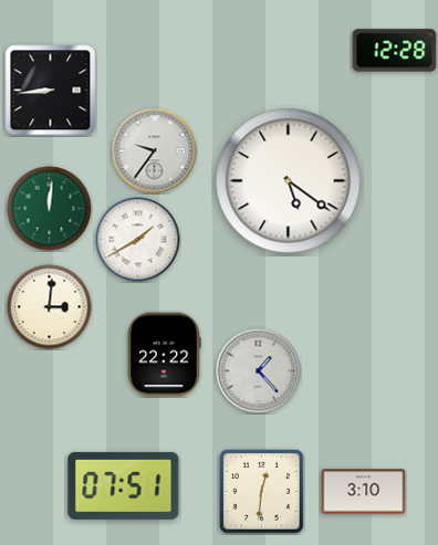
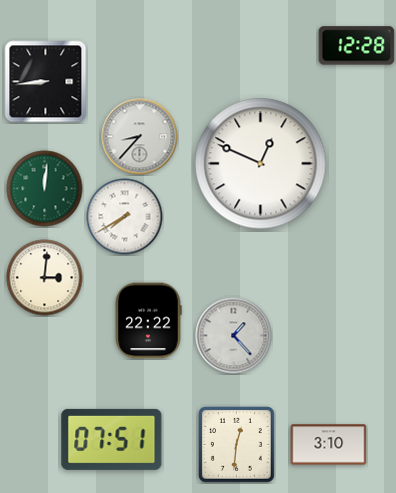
clock at (155, 151): 9:36 -> 8:37
clock at (289, 181): 5:21 -> 12:49
clock at (138, 240): 1:40 -> 7:40
